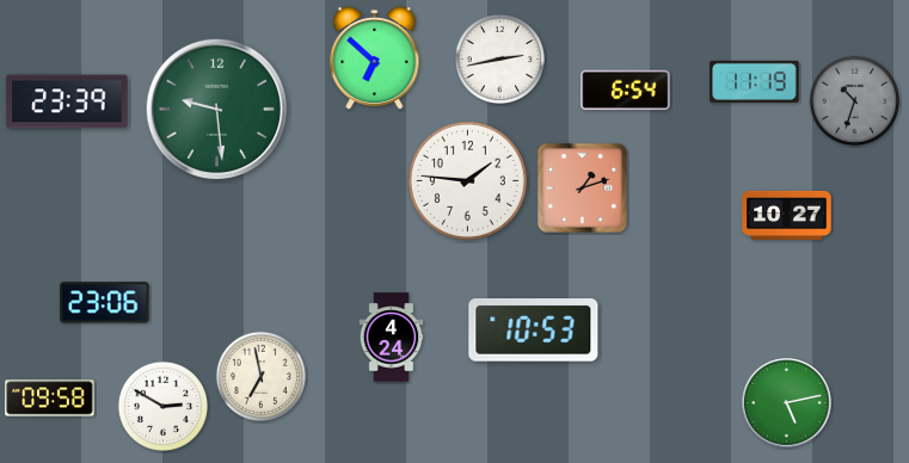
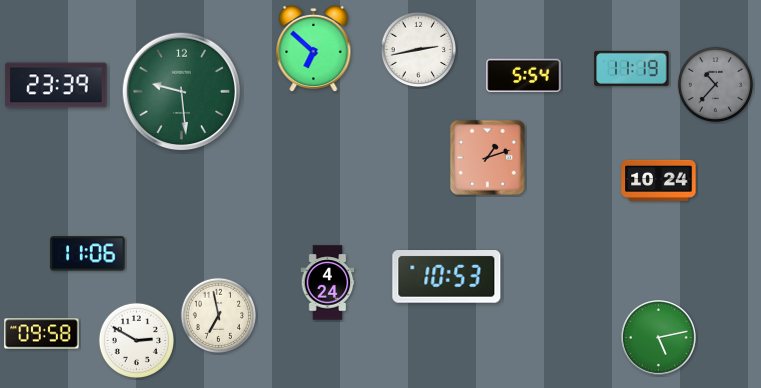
clock at (626, 91): 6:54 -> 5:54
clock at (854, 100): 10:33 -> 10:37
clock at (467, 180): 1:46 -> none
clock at (787, 215): 10:27 -> 10:24
clock at (105, 303): 23:06 -> 11:06
